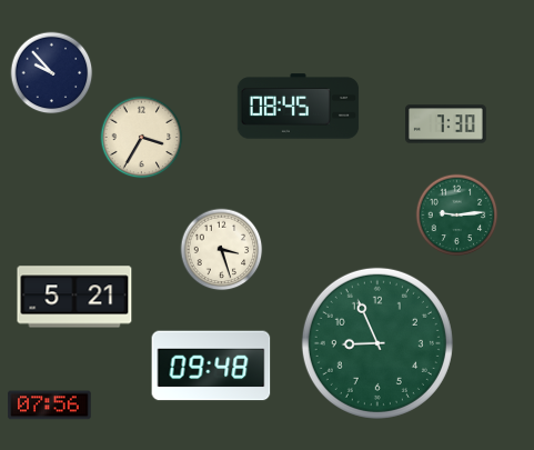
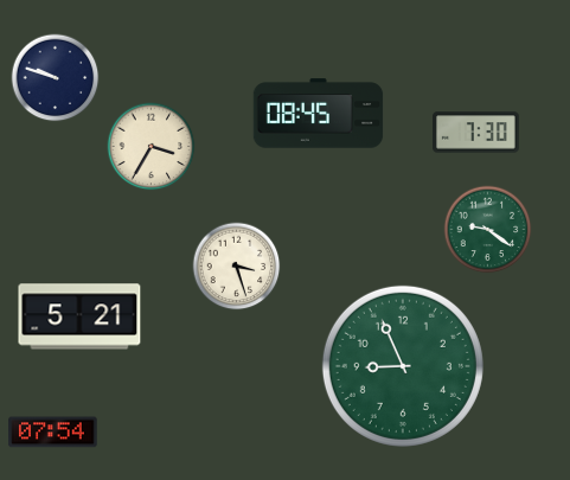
clock at (52, 73): 9:53 -> 9:48
clock at (457, 216): 9:14 -> 9:21
clock at (211, 366): 09:48 -> none
clock at (50, 406): 07:56 -> 07:54
